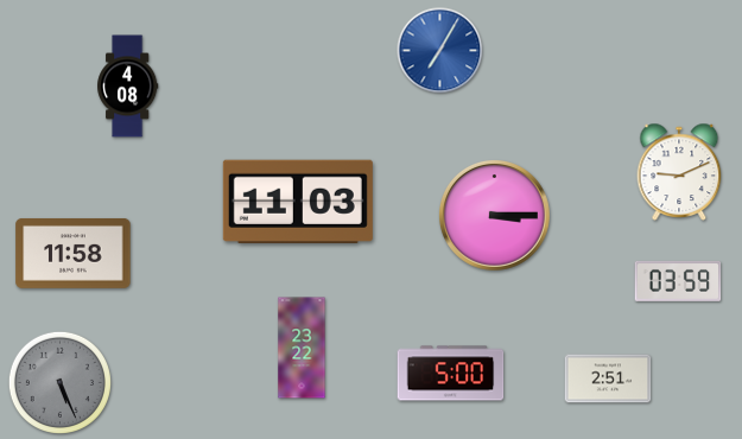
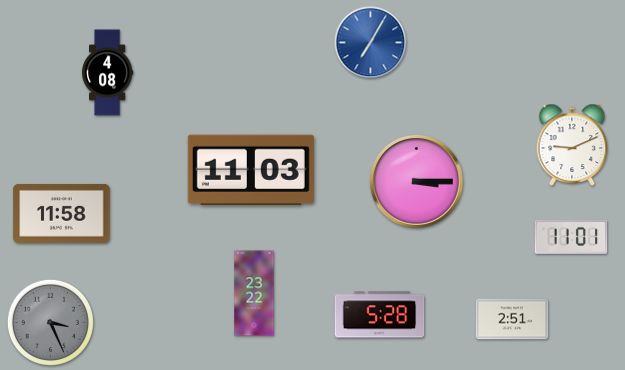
clock at (678, 281): 03:59 -> 11:01
clock at (451, 374): 5:00 -> 5:28
clock at (59, 382): 5:26 -> 3:26
